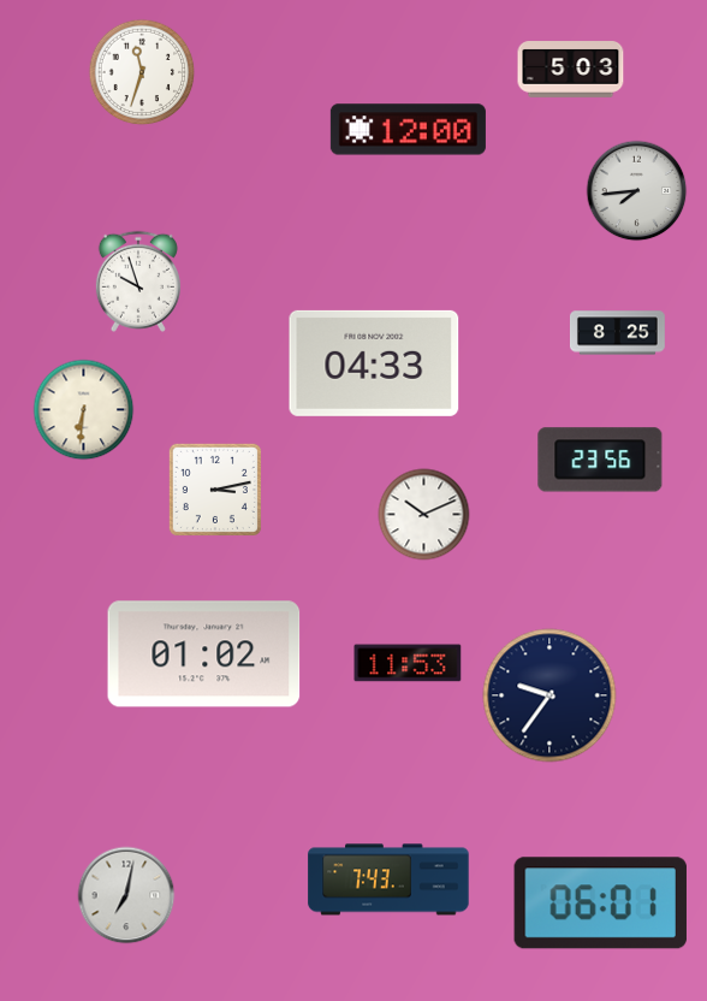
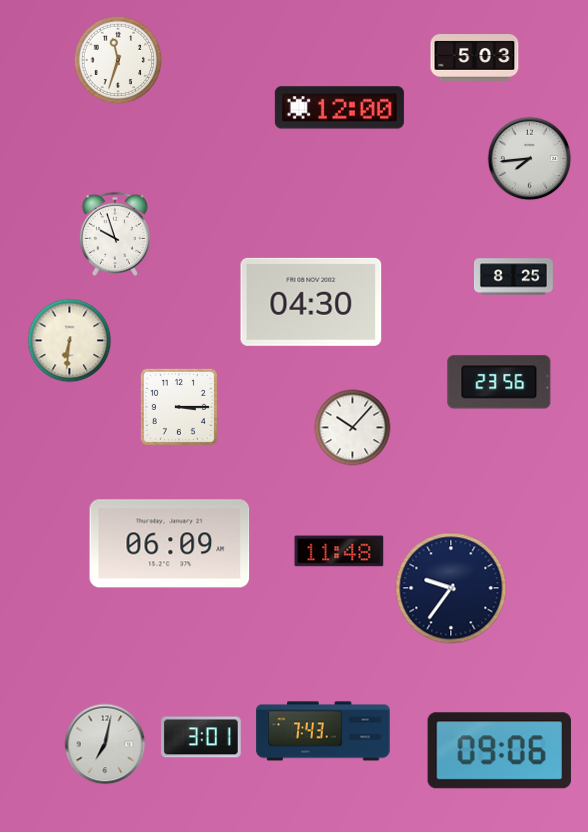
clock at (374, 363): 04:33 -> 04:30
clock at (215, 490): 3:13 -> 3:15
clock at (424, 515): 10:11 -> 10:07
clock at (204, 654): 01:02 -> 06:09
clock at (408, 663): 11:53 -> 11:48
clock at (549, 695) position: (549, 695) -> (451, 588)
clock at (202, 737): none -> 3:01
clock at (600, 904): 06:01 -> 09:06
